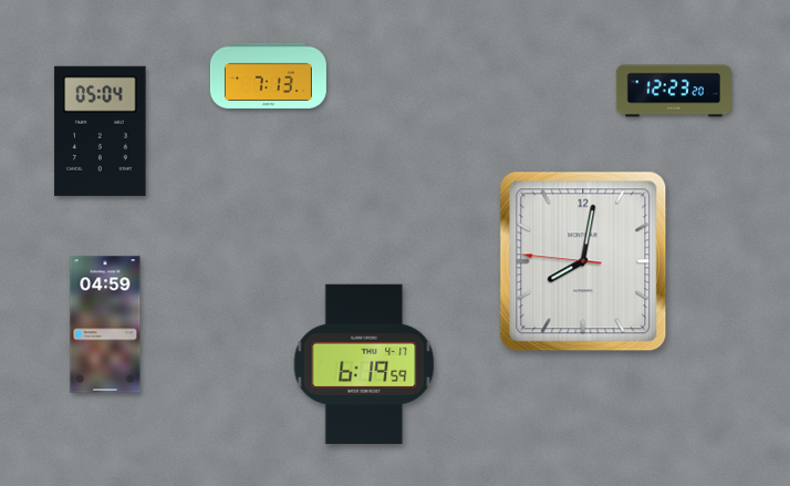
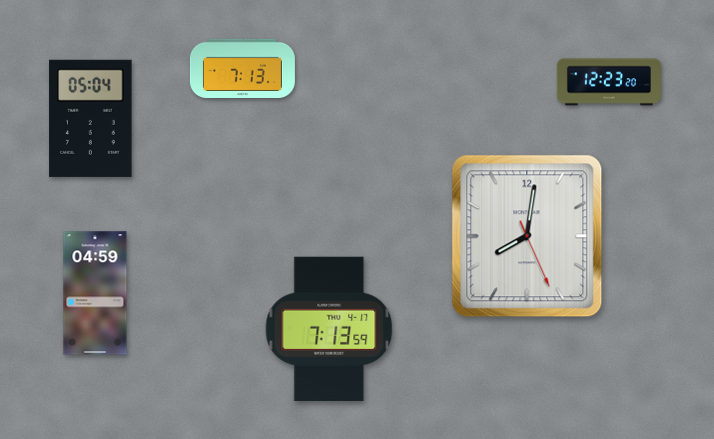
clock at (583, 261): 8:01:46 -> 8:01:26
clock at (364, 364): 6:19 -> 7:13
